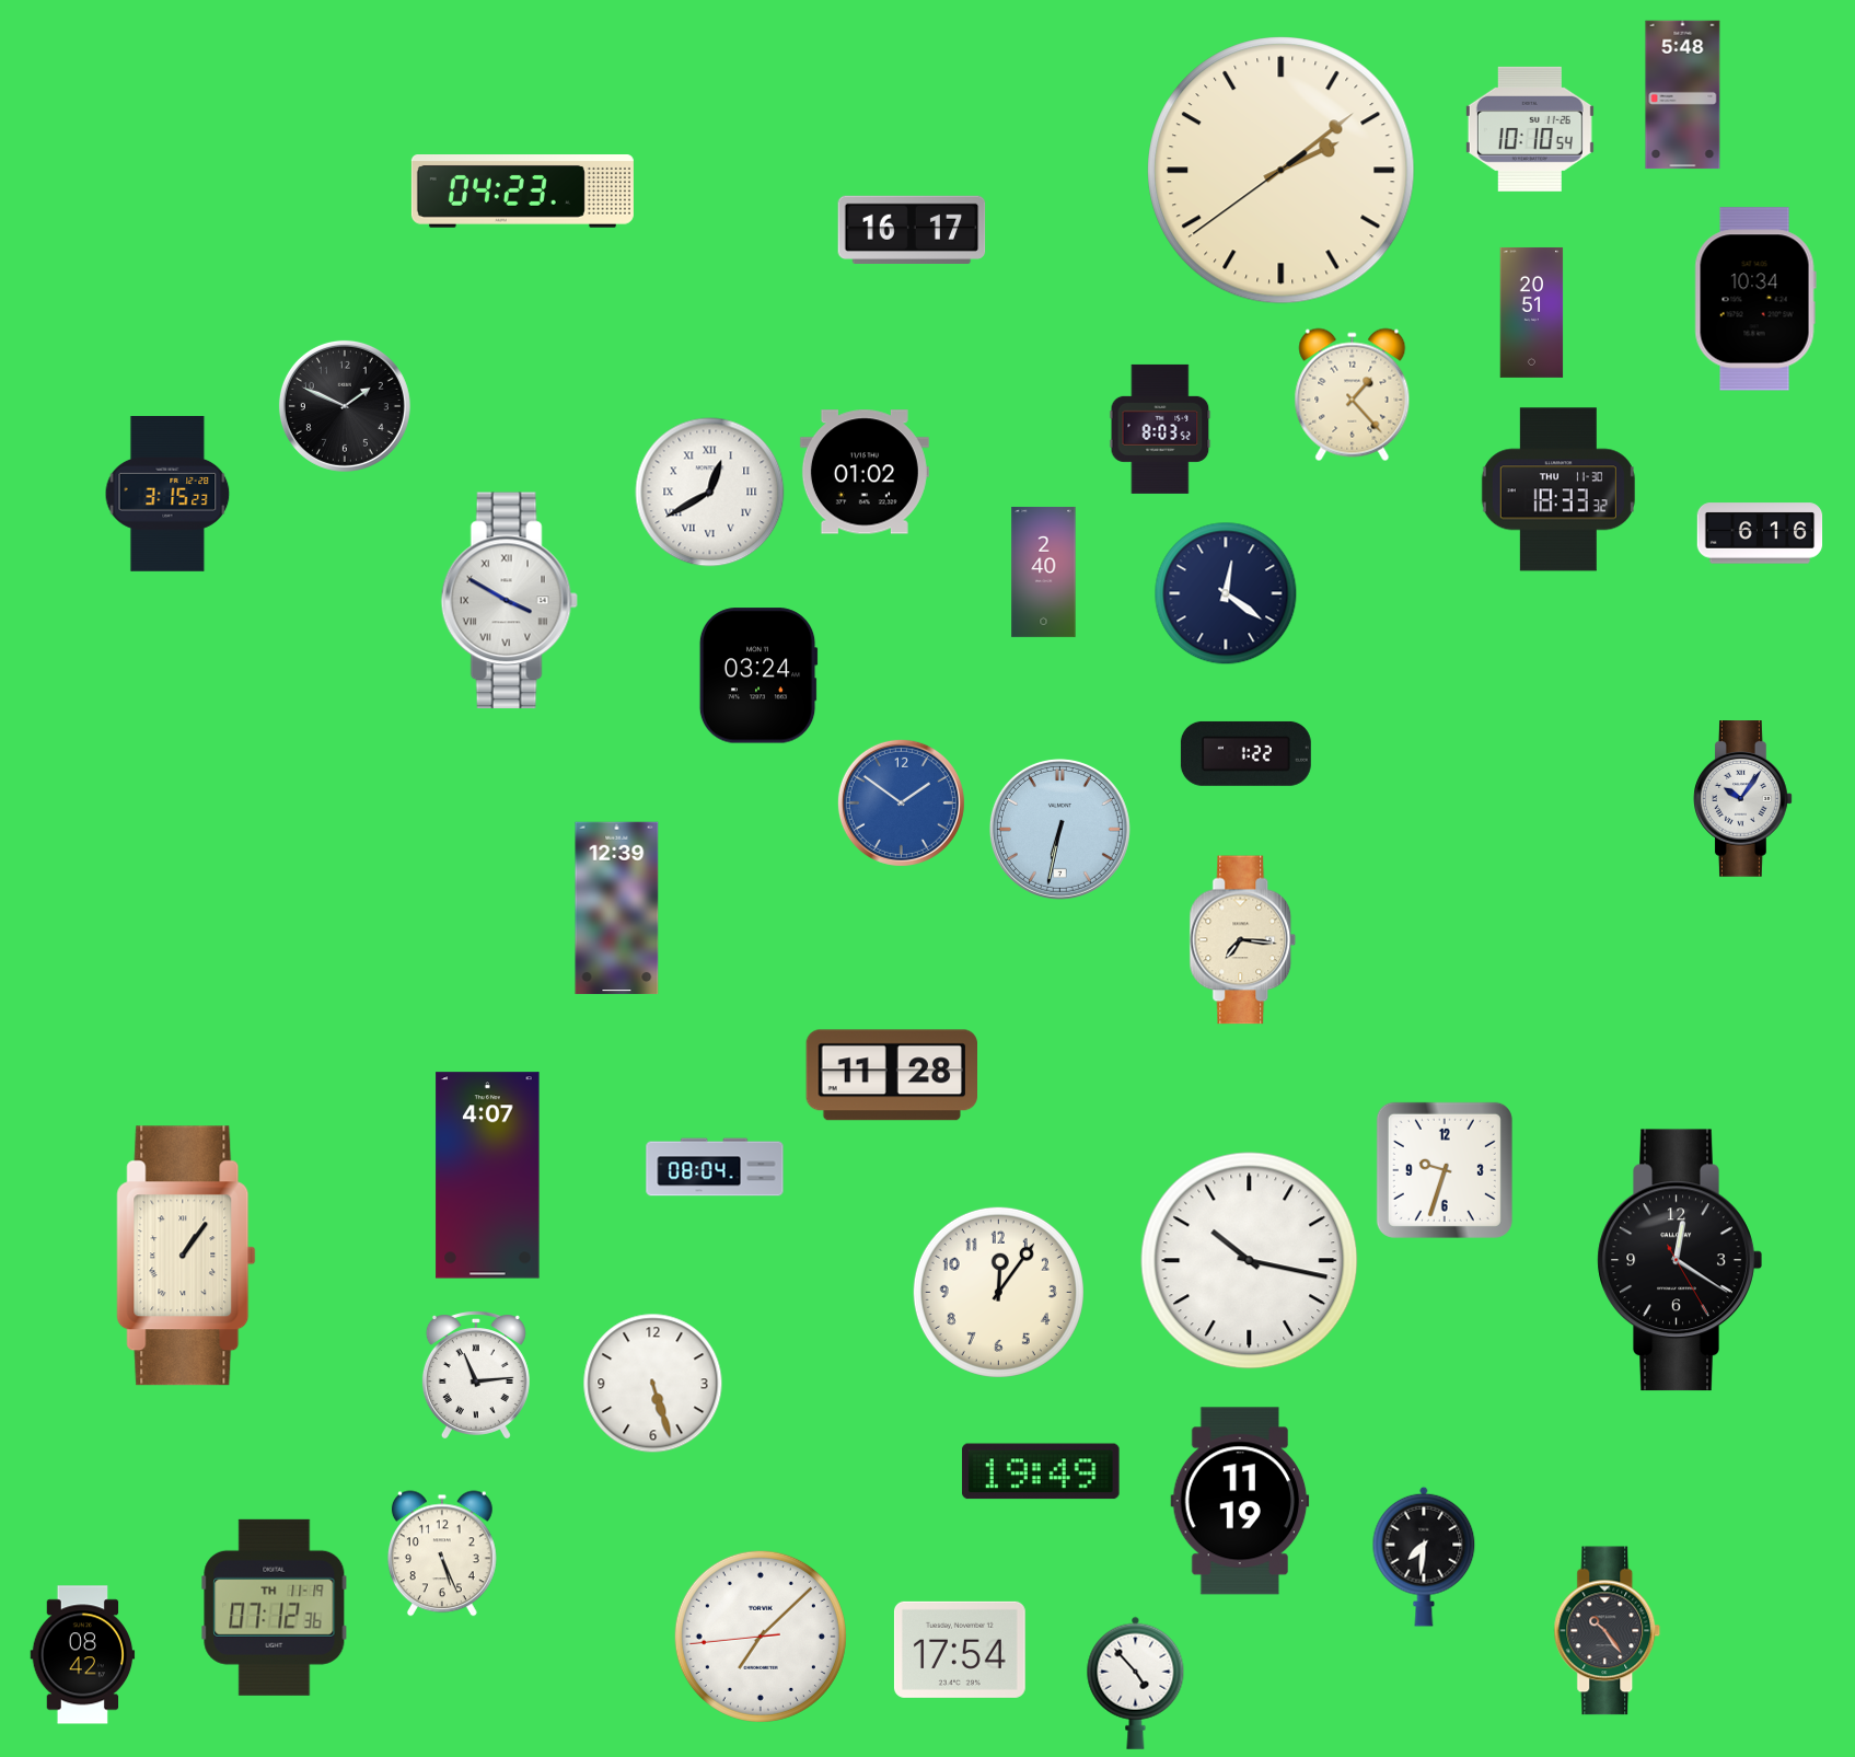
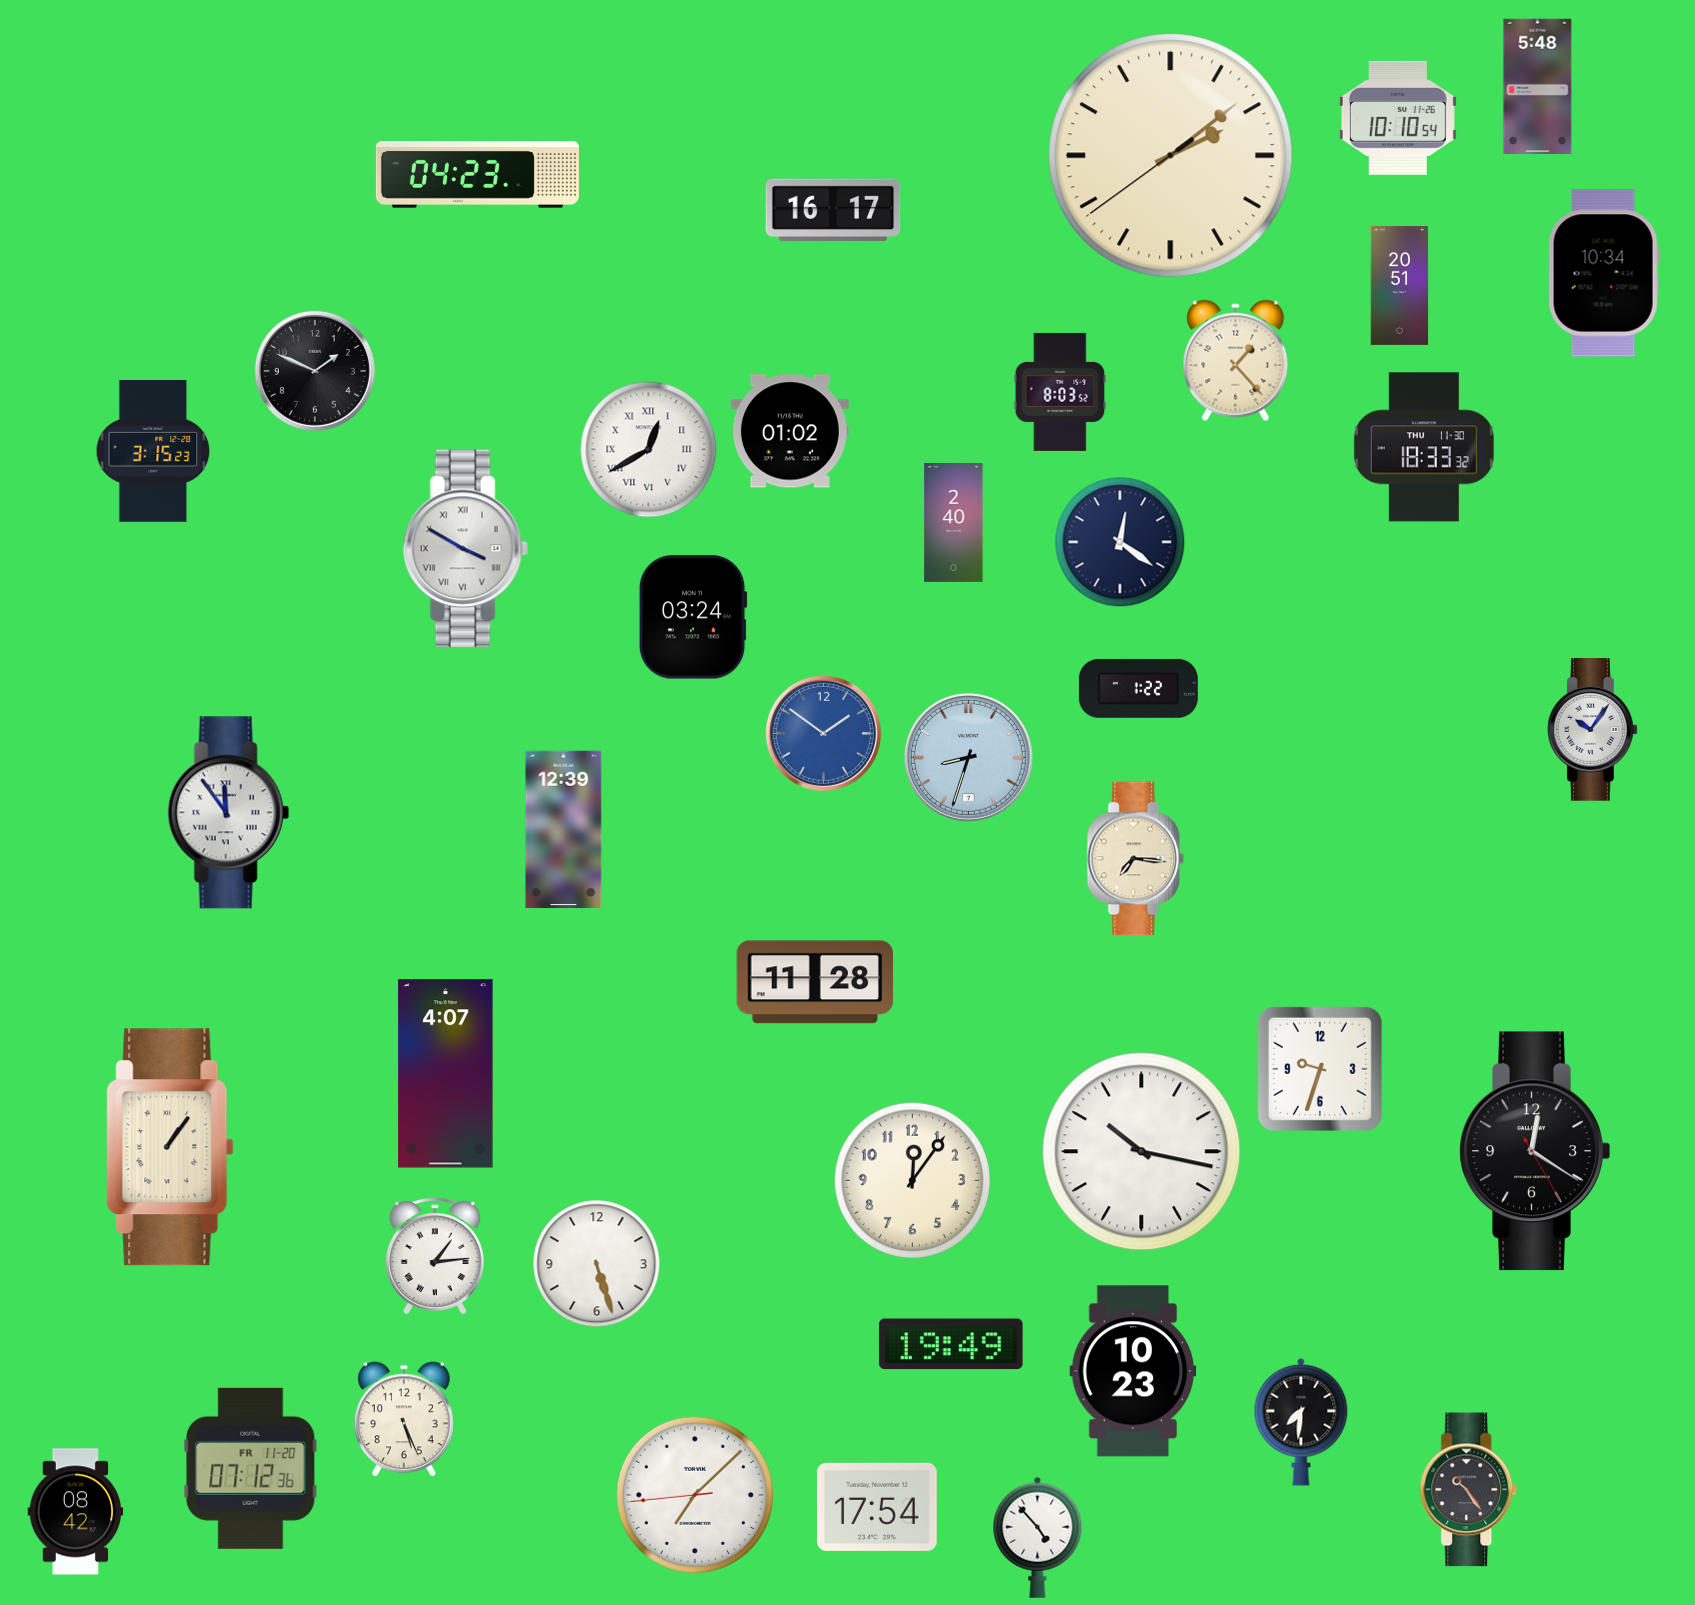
clock at (1760, 533): 6:16 -> none
clock at (1059, 829): 6:32 -> 8:33
clock at (228, 813): none -> 11:54
clock at (715, 1167): 08:04 -> none
clock at (476, 1375): 11:14 -> 1:14
clock at (1240, 1501): 11:19 -> 10:23
clock at (275, 1607) date: TH 11-19 -> FR 11-20
